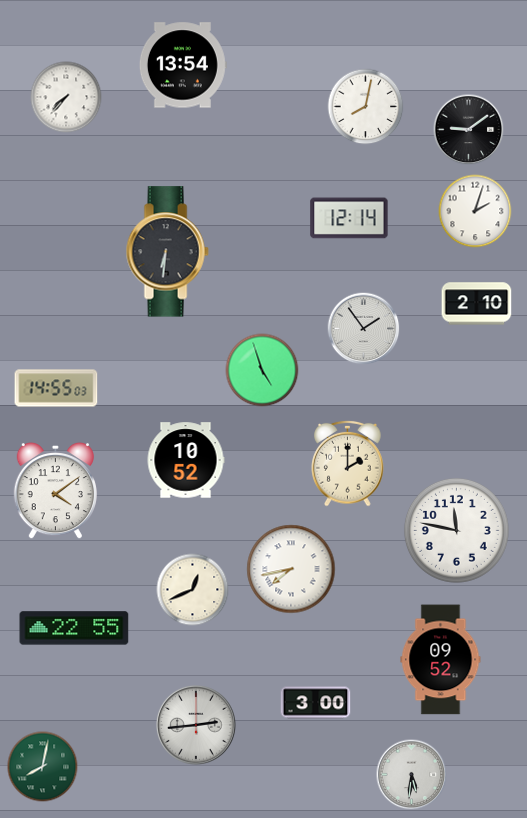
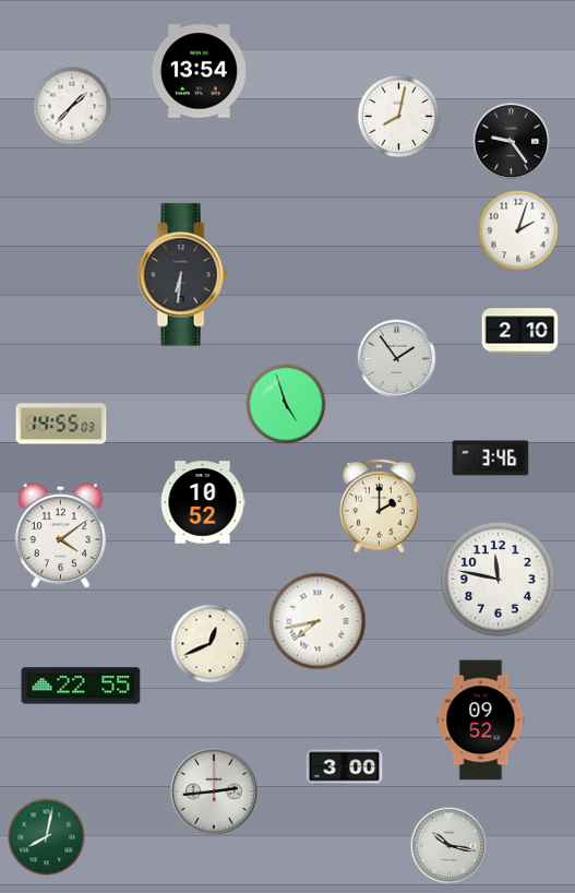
clock at (66, 97): 7:37 -> 1:37
clock at (469, 130): 9:09 -> 9:24
clock at (349, 218): 12:14 -> none
clock at (491, 459): none -> 3:46
clock at (412, 775): 5:31 -> 10:17
